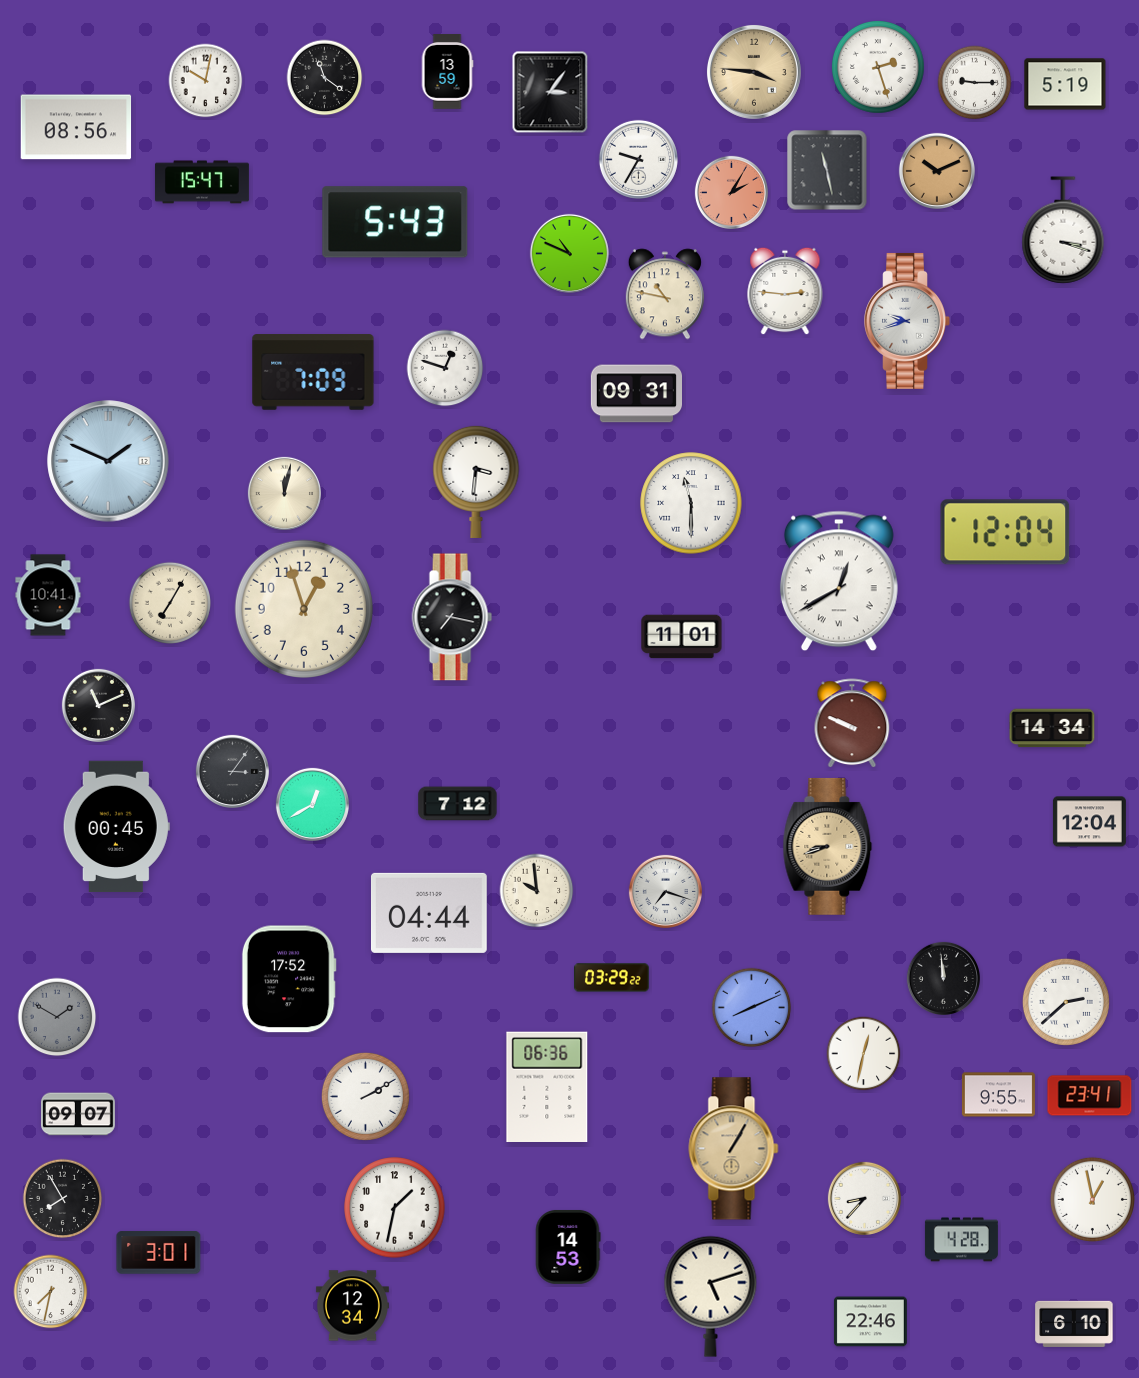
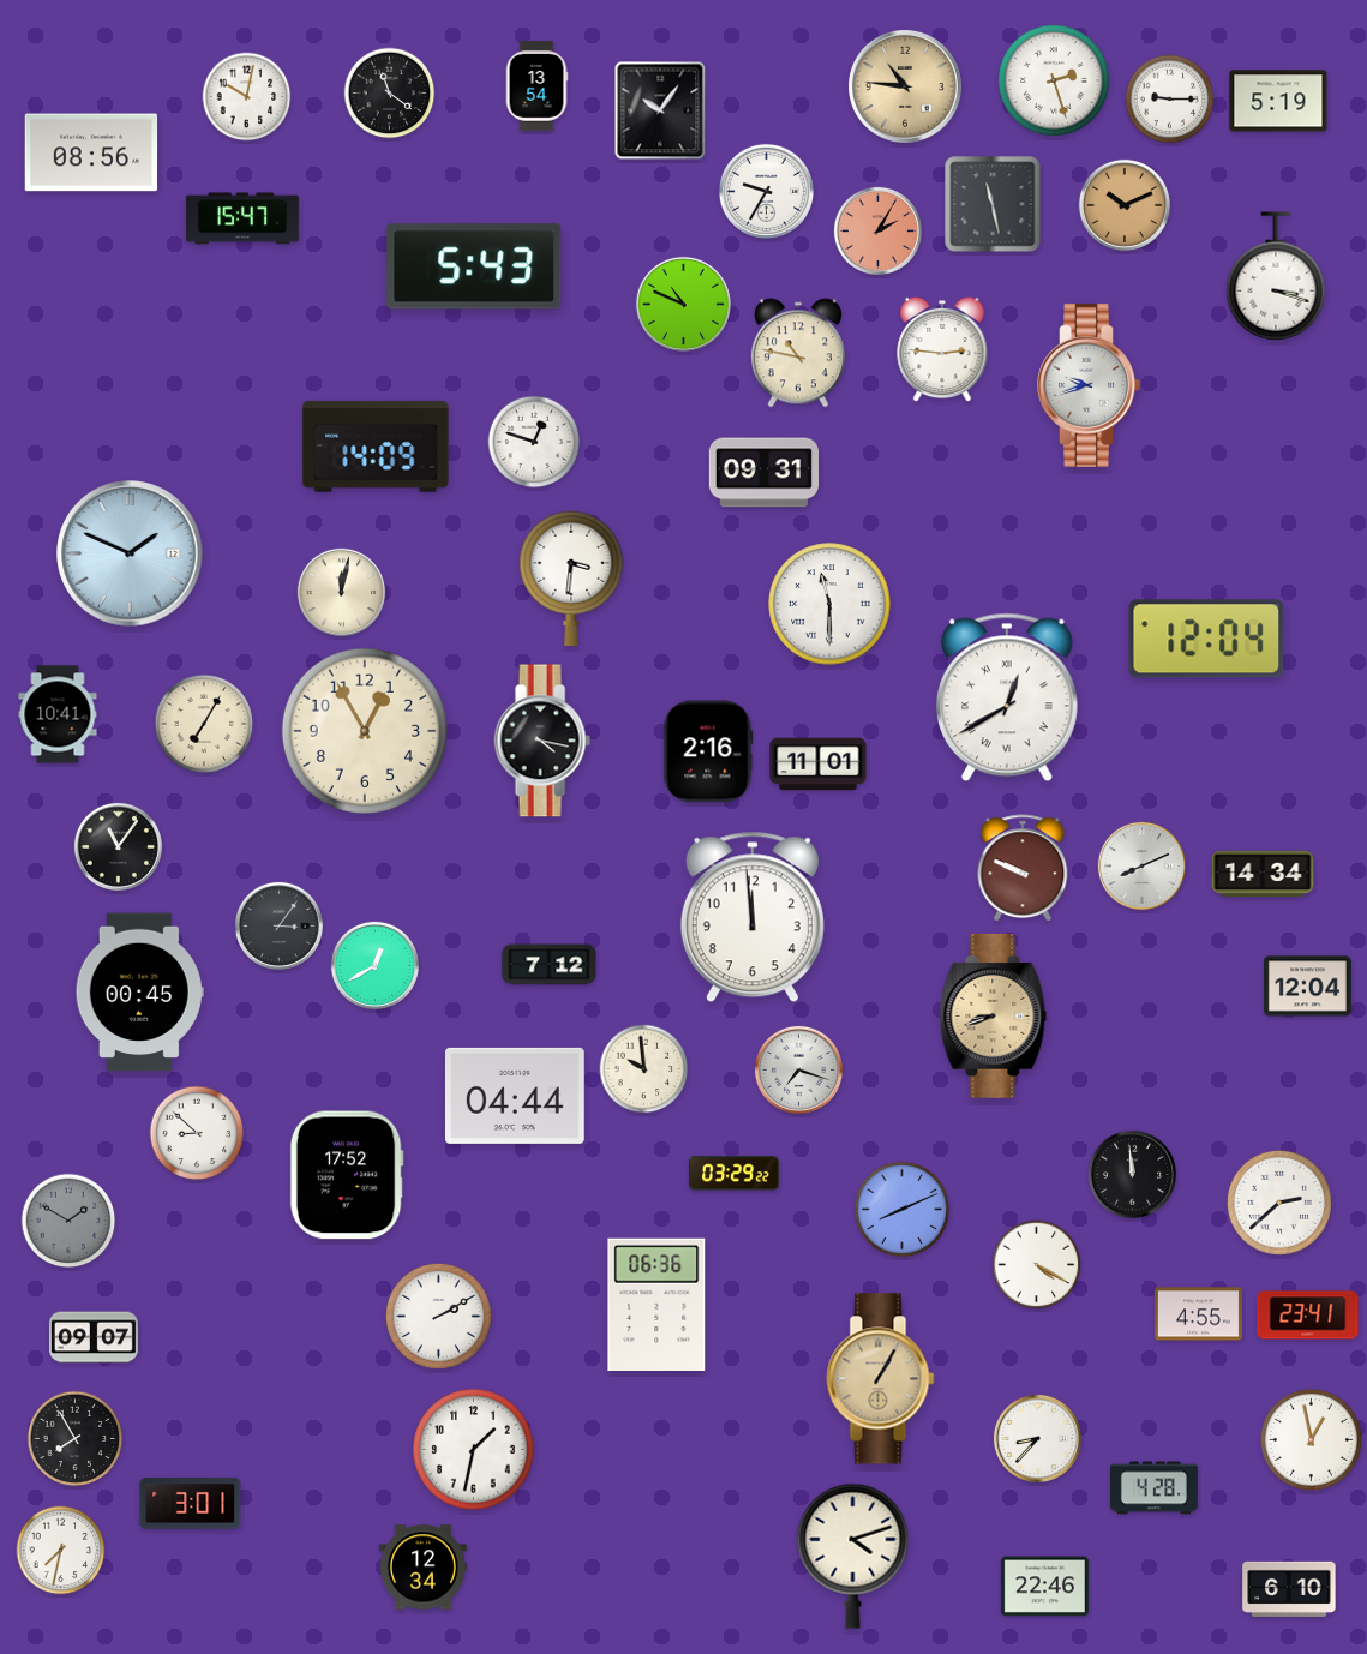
clock at (447, 72): 13:59 -> 13:54
clock at (754, 72): 3:46 -> 10:46
clock at (550, 92): 3:06 -> 10:06
clock at (313, 372): 7:09 -> 14:09
clock at (304, 609): 12:57 -> 12:55
clock at (452, 617): 7:17 -> 4:17
clock at (708, 751): none -> 2:16
clock at (98, 705): 11:11 -> 11:06
clock at (1141, 865): none -> 8:11
clock at (753, 917): none -> 11:59
clock at (197, 1133): none -> 8:52
clock at (864, 1054): 12:32 -> 4:20
clock at (998, 1095): 9:55 -> 4:55
clock at (568, 1247): 14:53 -> none
clock at (711, 1296): 5:12 -> 4:12
